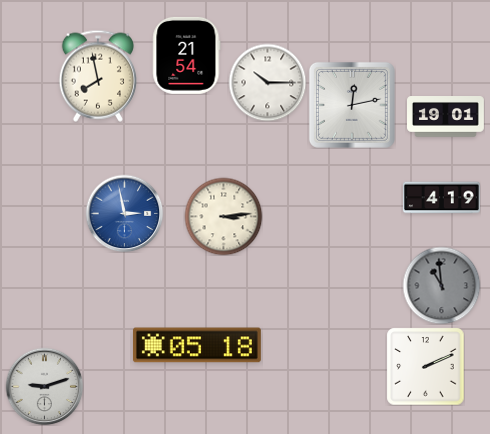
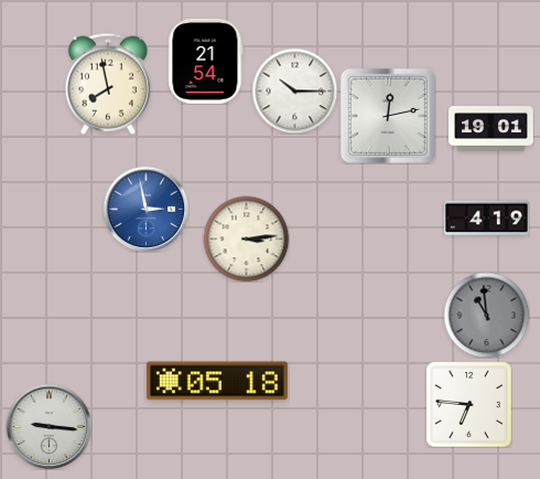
clock at (124, 213) position: (124, 213) -> (145, 209)
clock at (425, 366): 2:11 -> 6:46
clock at (44, 386): 9:12 -> 9:16
